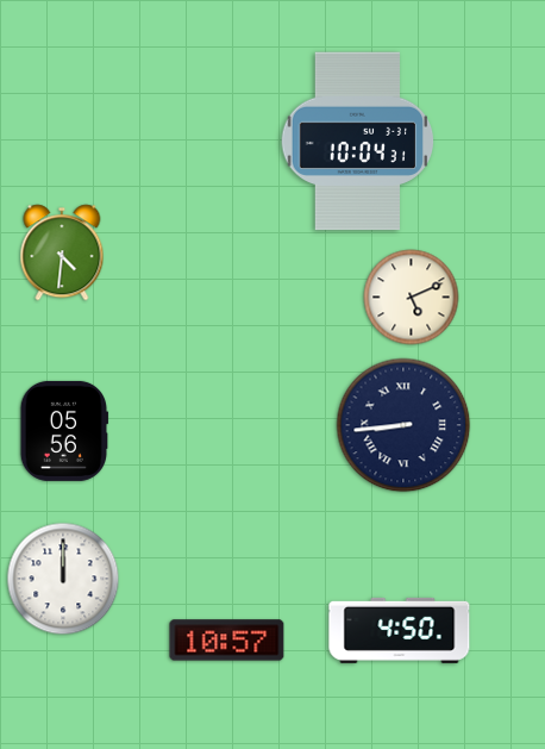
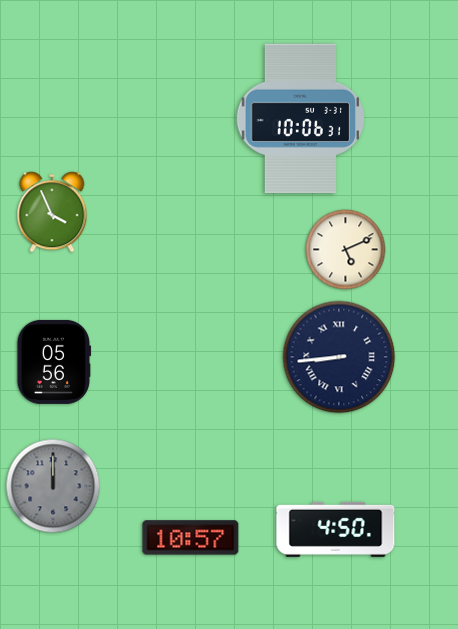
clock at (358, 142): 10:04 -> 10:06
clock at (62, 252): 4:31 -> 3:56
clock at (63, 579) dial: white -> grey
